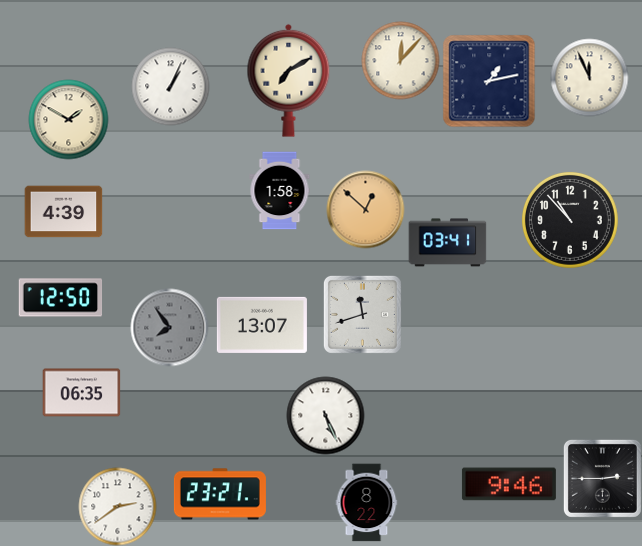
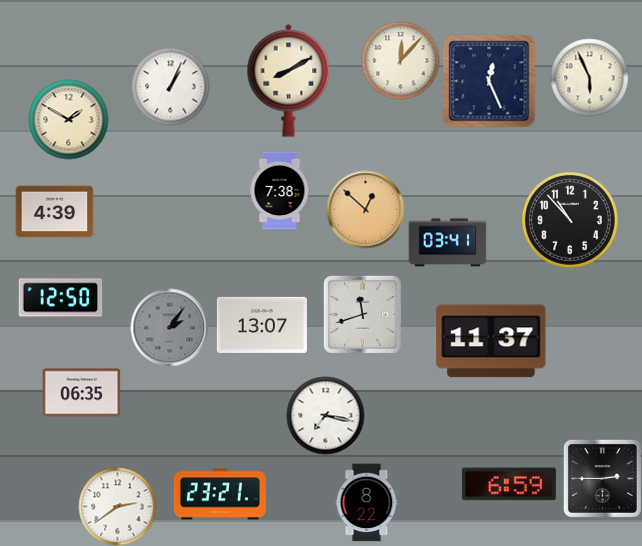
clock at (589, 77): 11:56 -> 5:56
clock at (289, 80): 7:10 -> 8:10
clock at (489, 81): 1:13 -> 12:26
clock at (280, 190): 1:58 -> 7:38
clock at (63, 212) position: (63, 212) -> (54, 212)
clock at (169, 327): 7:54 -> 2:06
clock at (491, 341): none -> 11:37
clock at (325, 415): 5:26 -> 7:17
clock at (509, 484): 9:46 -> 6:59
